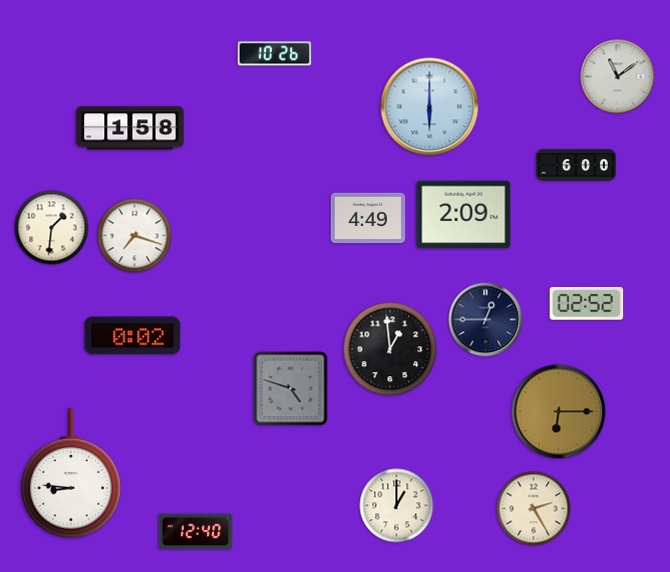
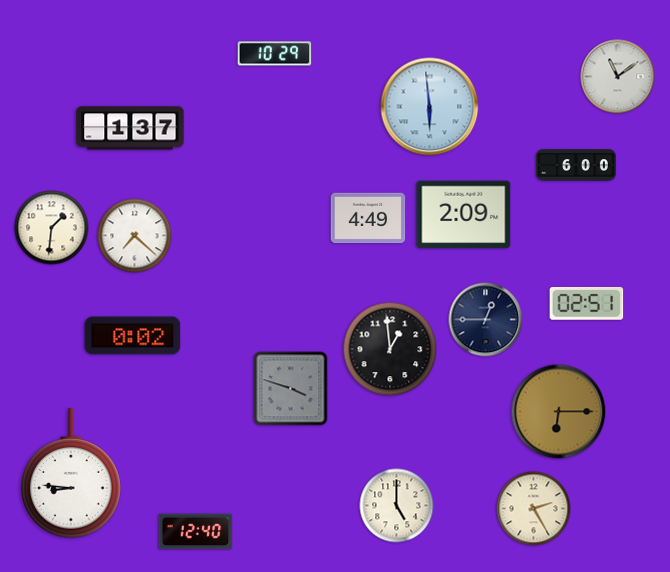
clock at (275, 54): 10:26 -> 10:29
clock at (430, 107): 6:00 -> 5:59
clock at (130, 128): 1:58 -> 1:37
clock at (135, 236): 7:18 -> 7:22
clock at (587, 303): 02:52 -> 02:51
clock at (291, 389): 4:48 -> 3:48
clock at (397, 506): 1:00 -> 5:00
